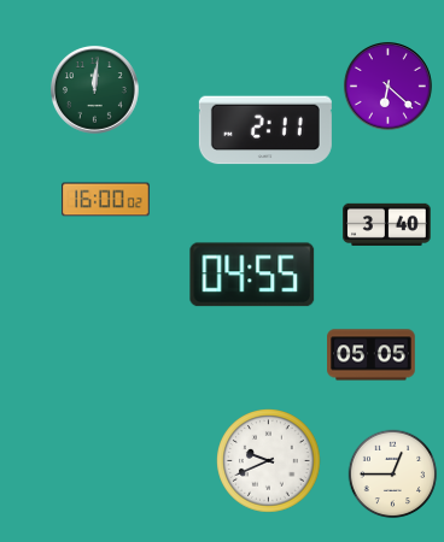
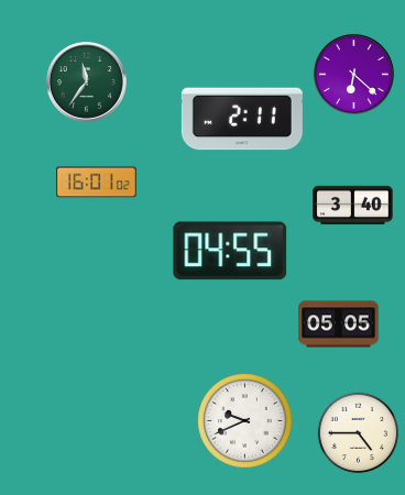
clock at (387, 86) position: (387, 86) -> (353, 74)
clock at (94, 89): 12:01 -> 11:36
clock at (106, 200): 16:00 -> 16:01
clock at (393, 475): 12:45 -> 4:45
